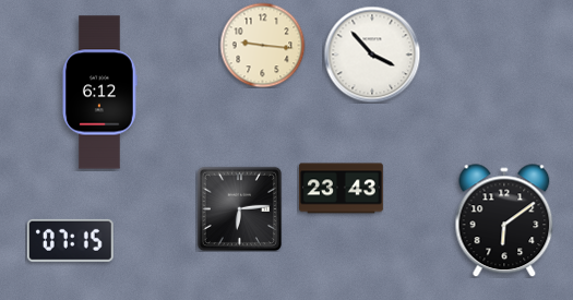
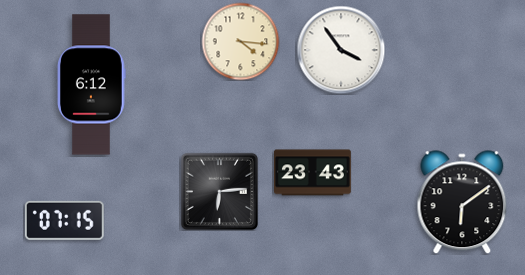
clock at (262, 45): 9:16 -> 4:16
clock at (372, 55): 3:53 -> 3:54
